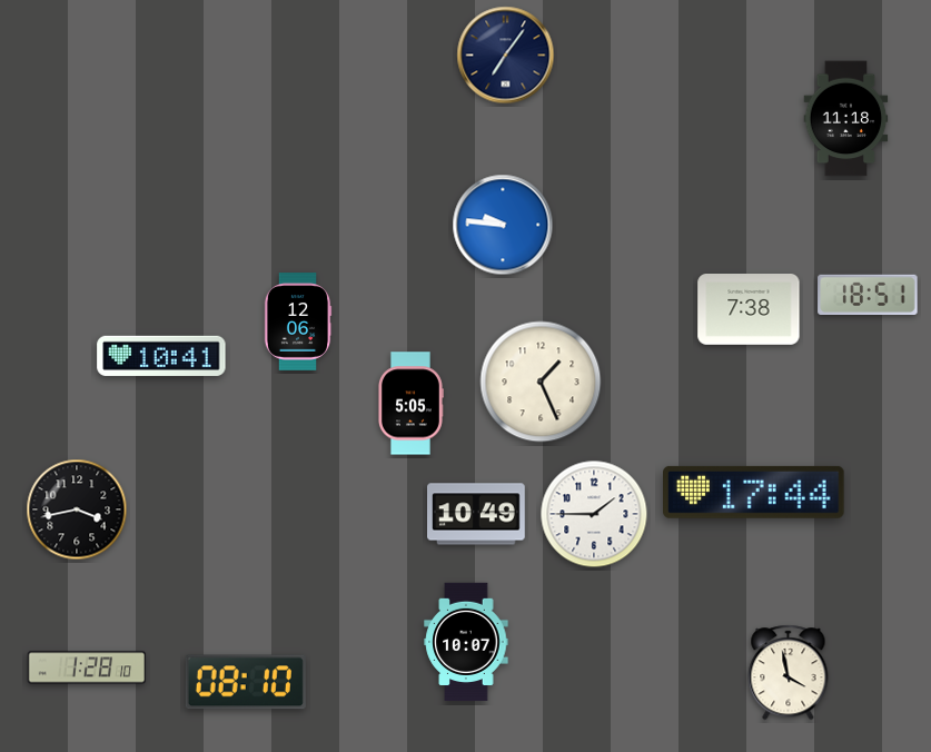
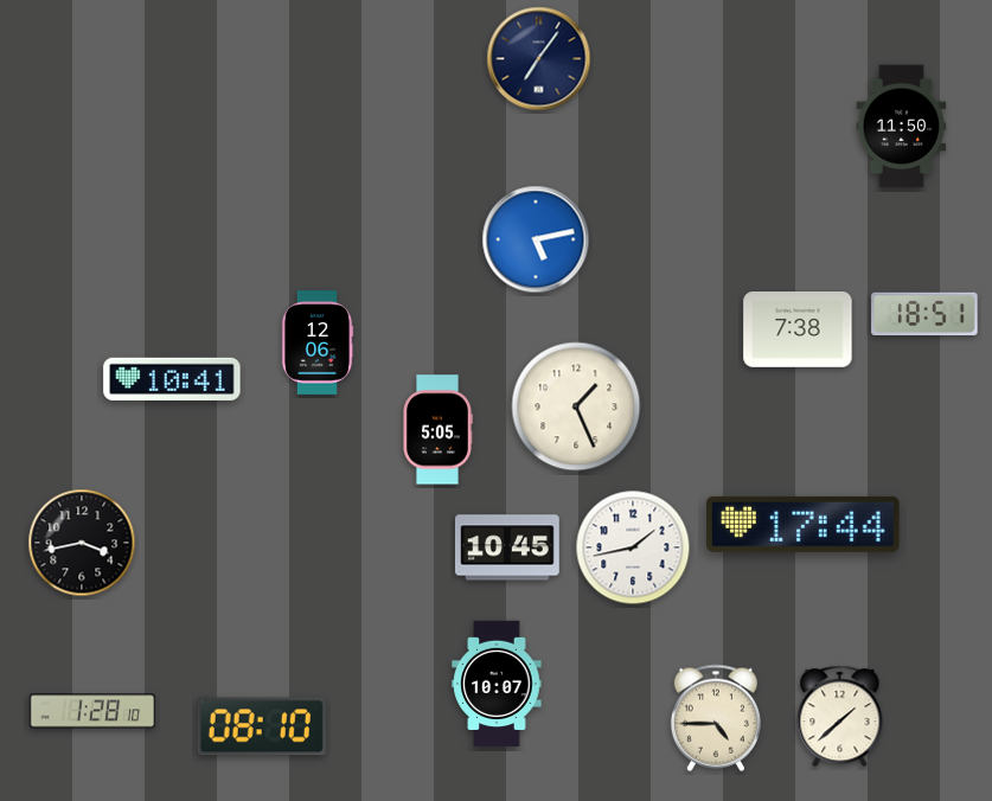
clock at (846, 119): 11:18 -> 11:50
clock at (503, 225): 9:46 -> 5:13
clock at (477, 514): 10:49 -> 10:45
clock at (594, 514): 1:45 -> 1:43
clock at (789, 673): 3:58 -> 1:38
clock at (716, 718): none -> 4:45
